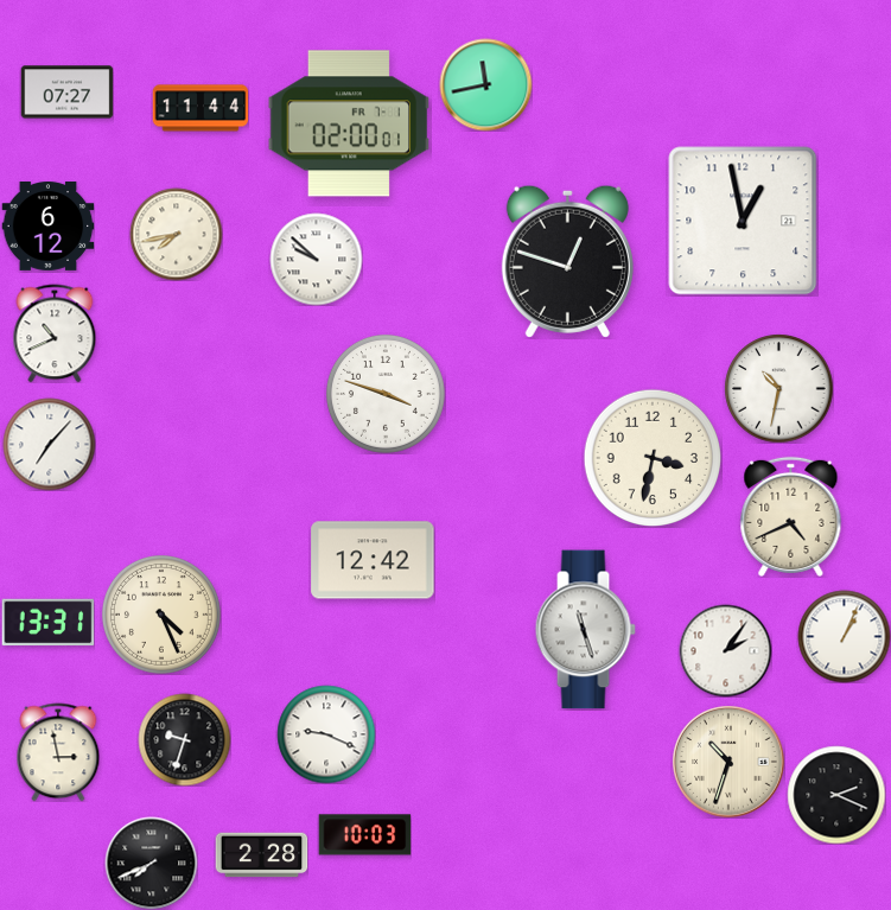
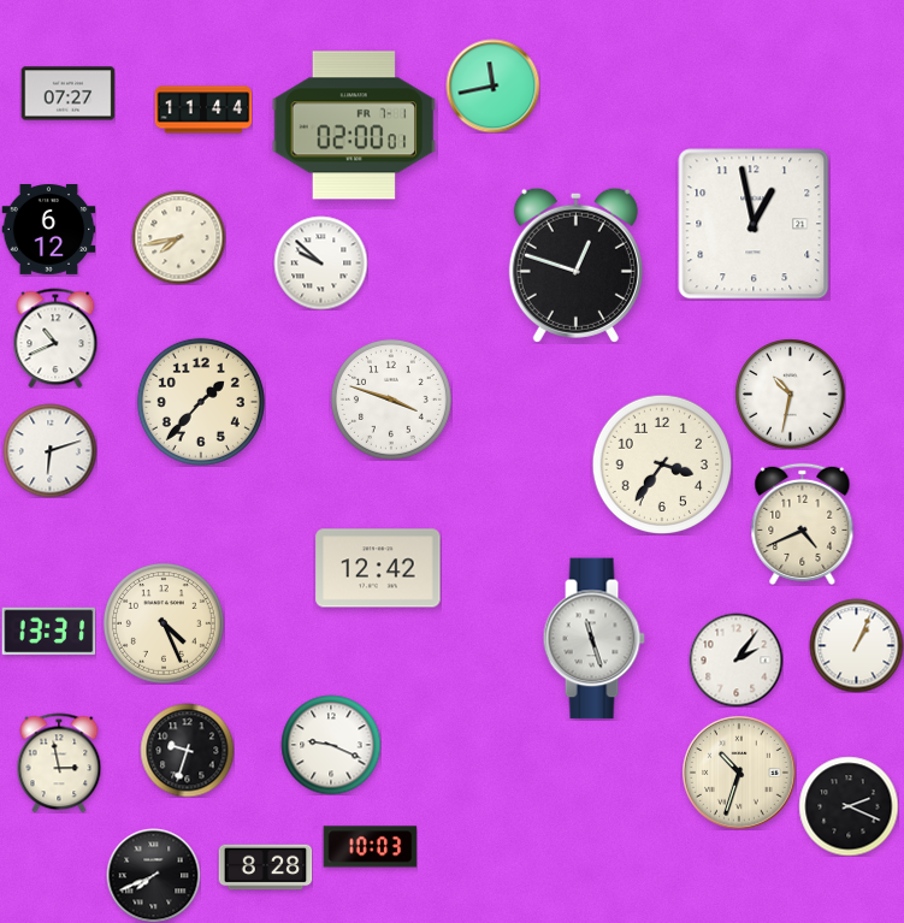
clock at (201, 402): none -> 1:37
clock at (49, 444): 7:07 -> 6:12
clock at (653, 458): 3:32 -> 3:36
clock at (261, 855): 2:28 -> 8:28
